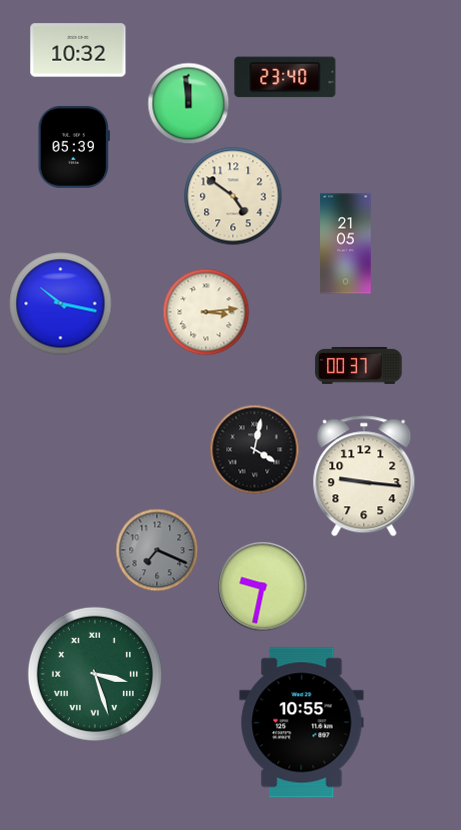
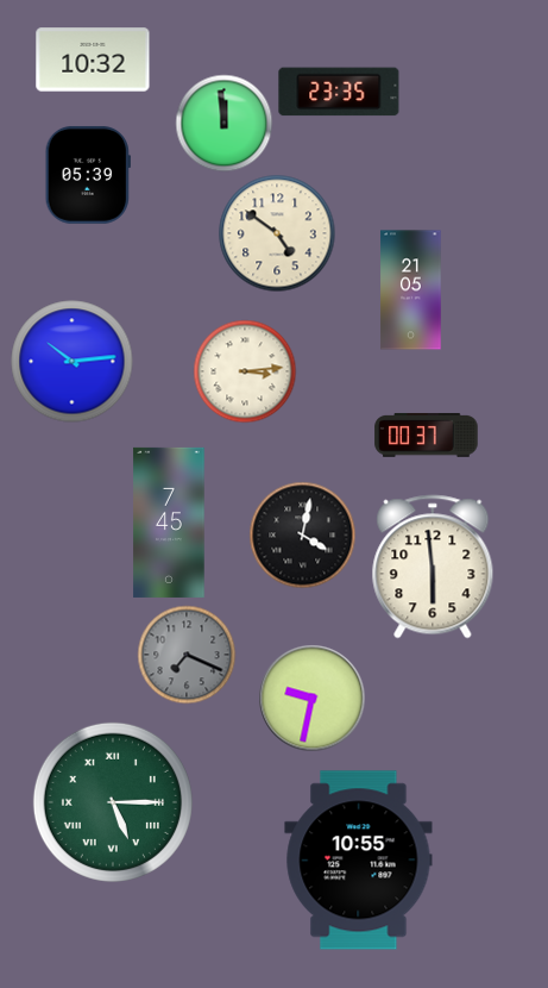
clock at (285, 77): 23:40 -> 23:35
clock at (61, 304): 10:17 -> 10:14
clock at (169, 523): none -> 7:45
clock at (364, 476): 9:16 -> 5:59
clock at (95, 674): 3:27 -> 5:15
